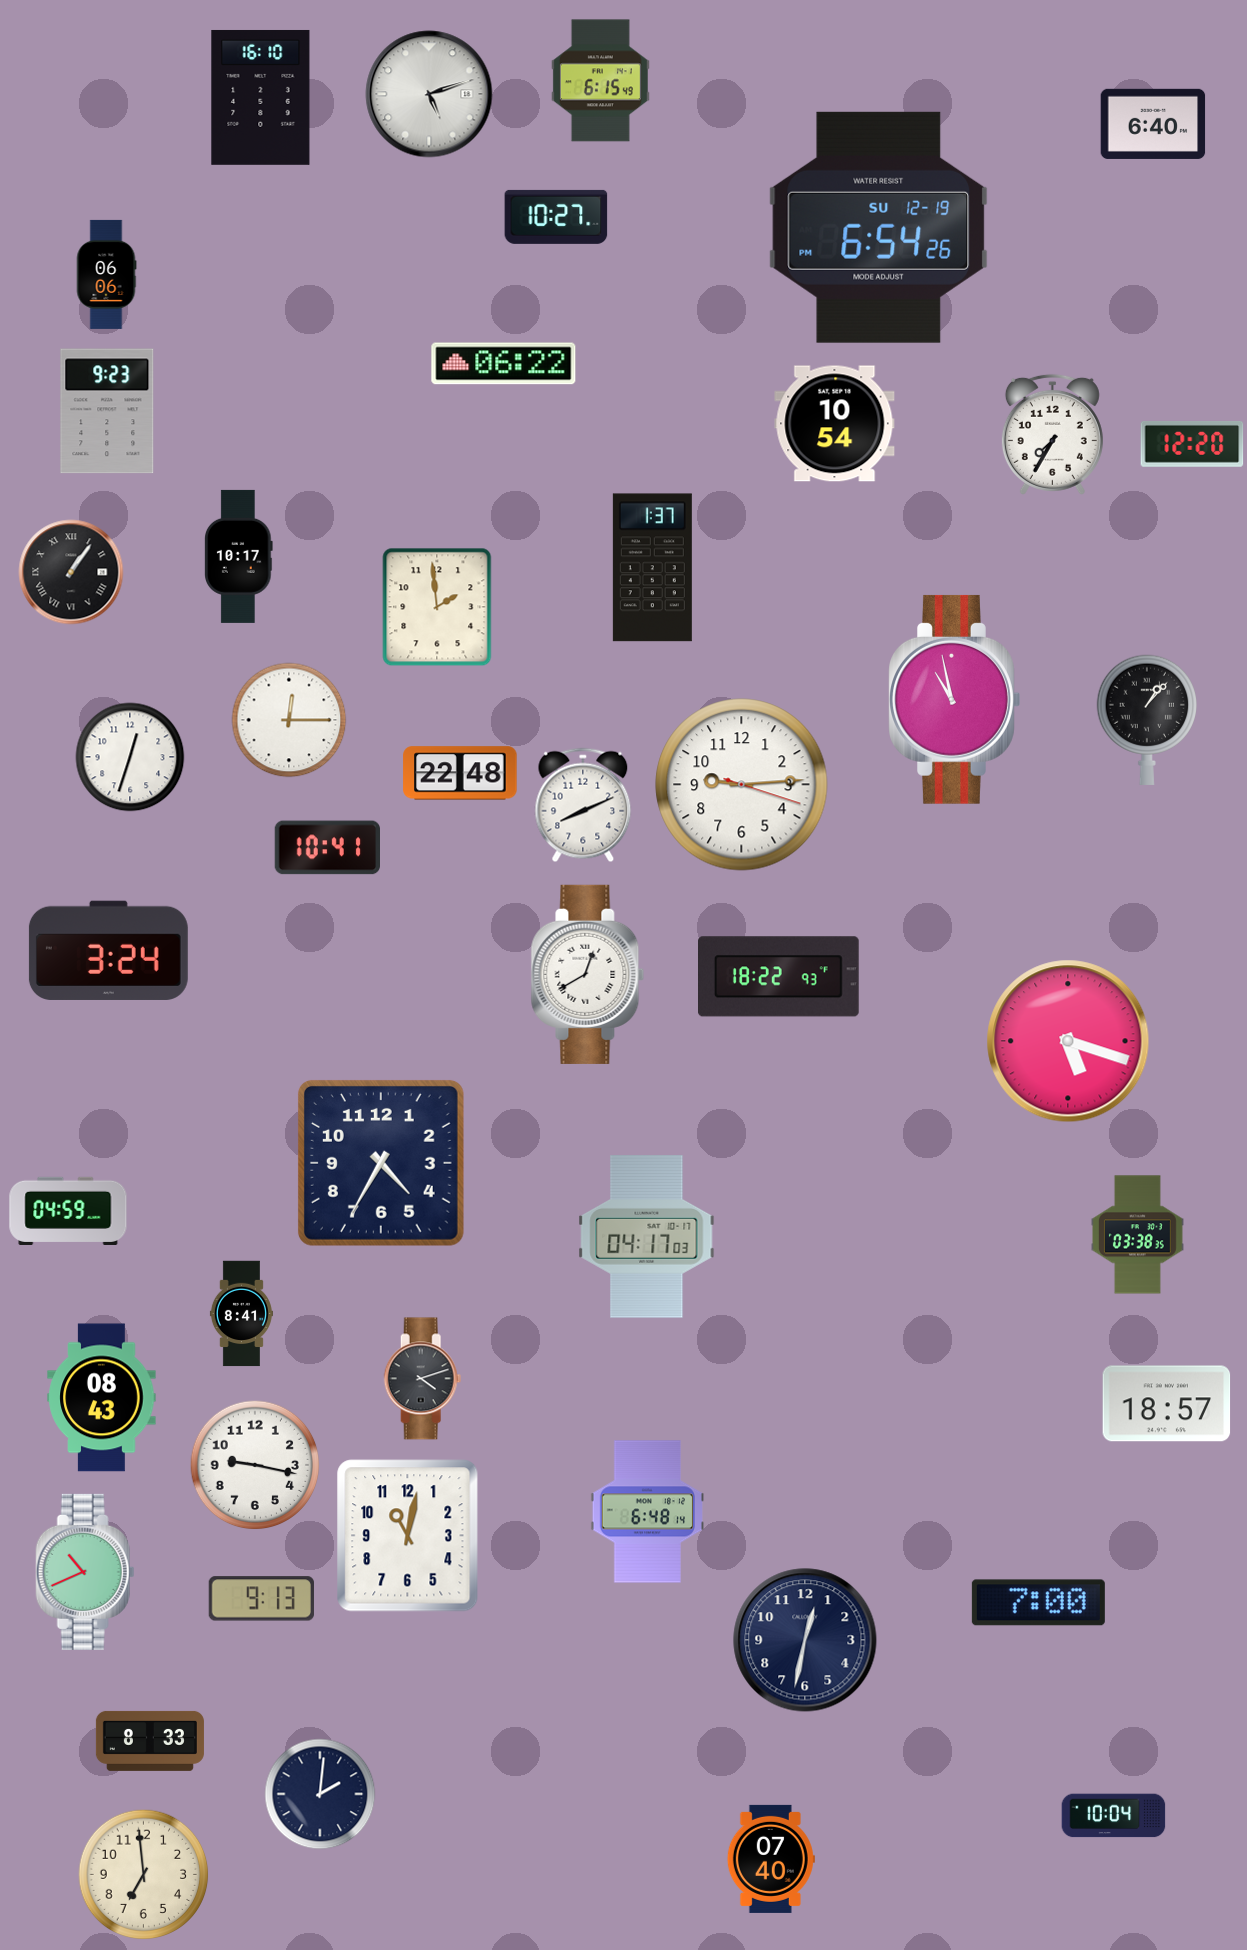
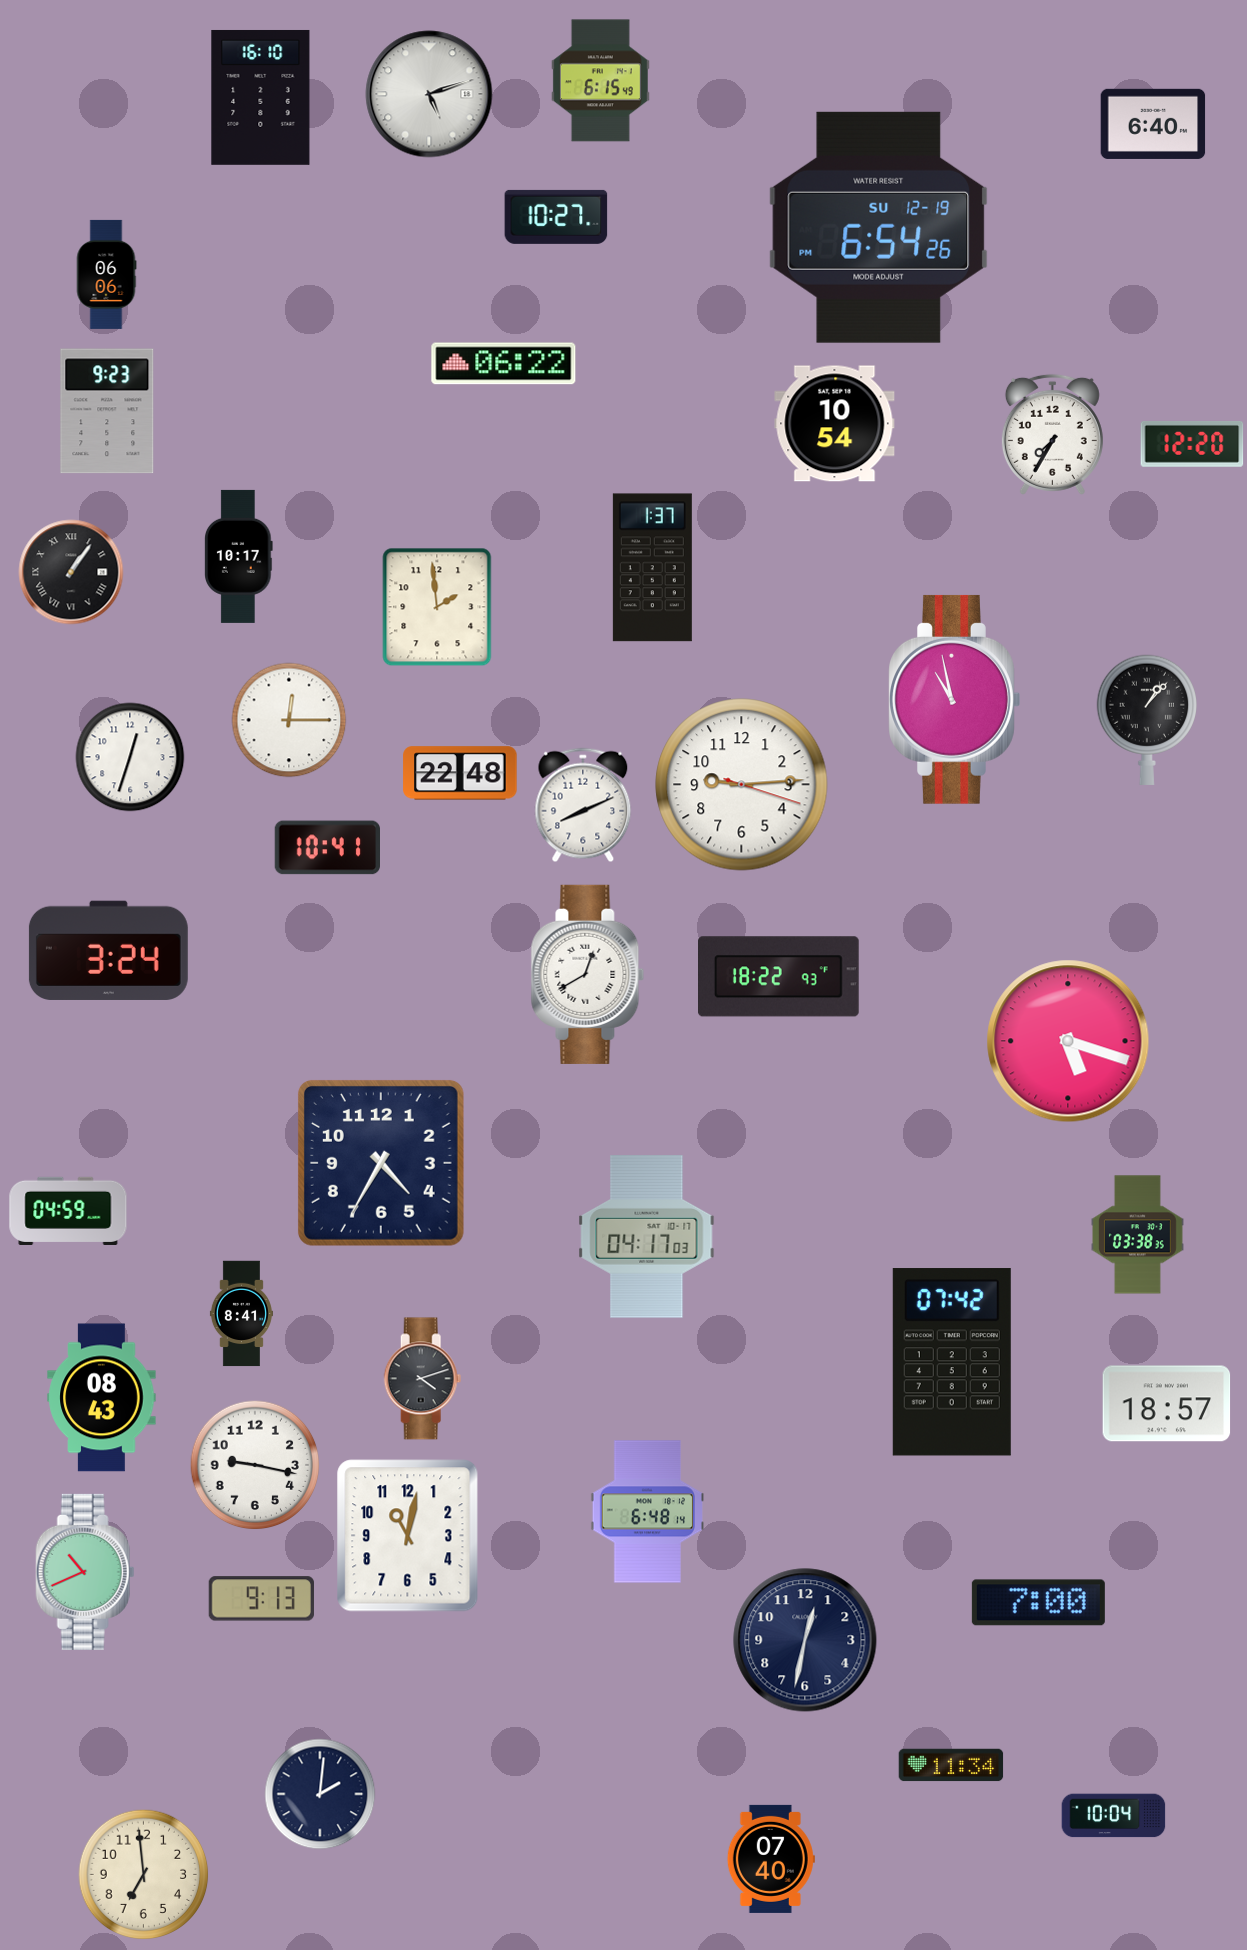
clock at (952, 1362): none -> 07:42
clock at (150, 1741): 8:33 -> none
clock at (951, 1765): none -> 11:34
